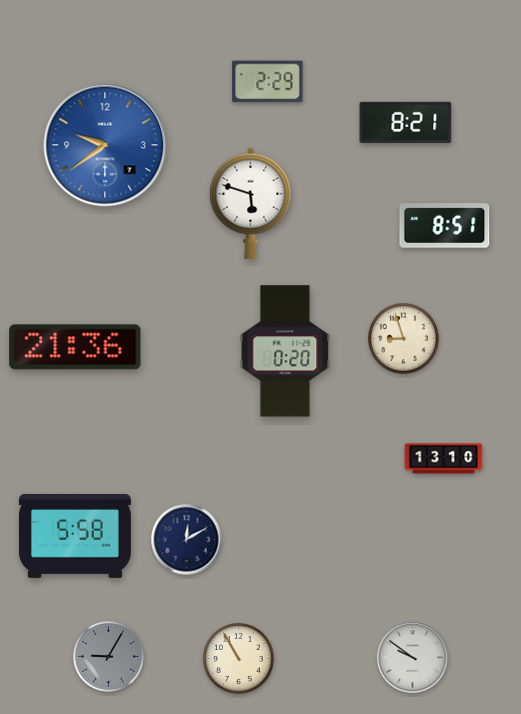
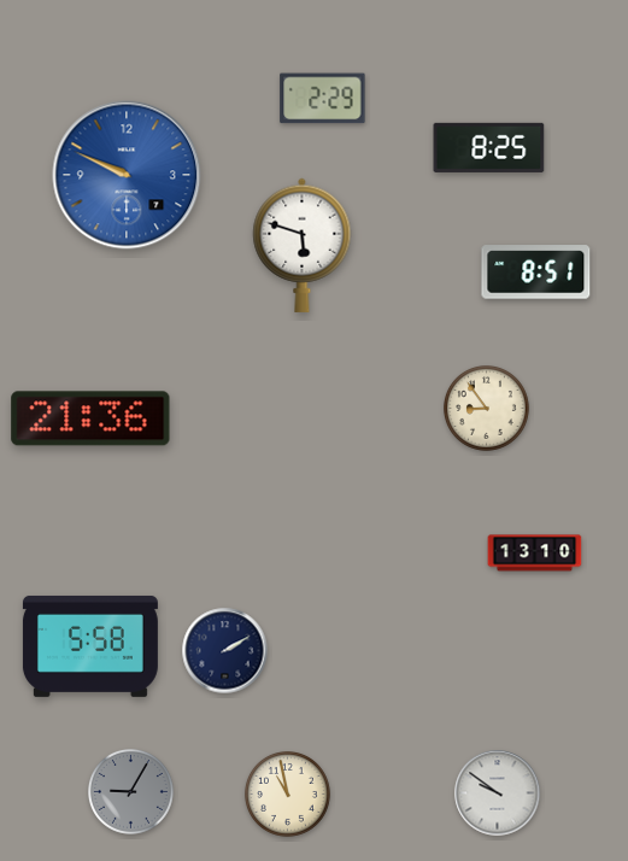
clock at (406, 122): 8:21 -> 8:25
clock at (105, 145): 9:39 -> 9:49
clock at (404, 339): 8:57 -> 8:54
clock at (285, 351): 0:20 -> none
clock at (187, 540): 12:10 -> 2:10
clock at (239, 659): 10:55 -> 10:58
